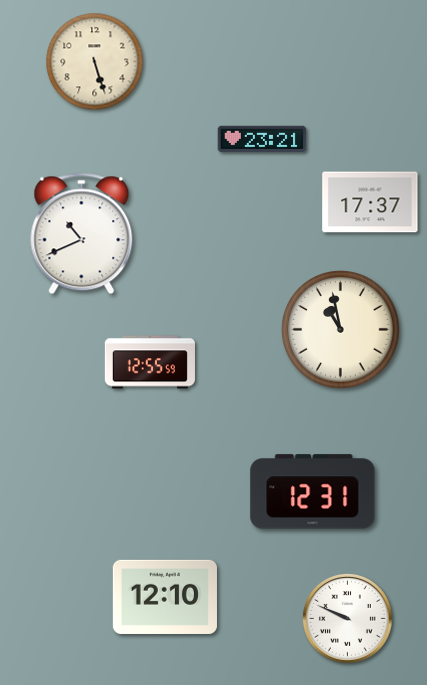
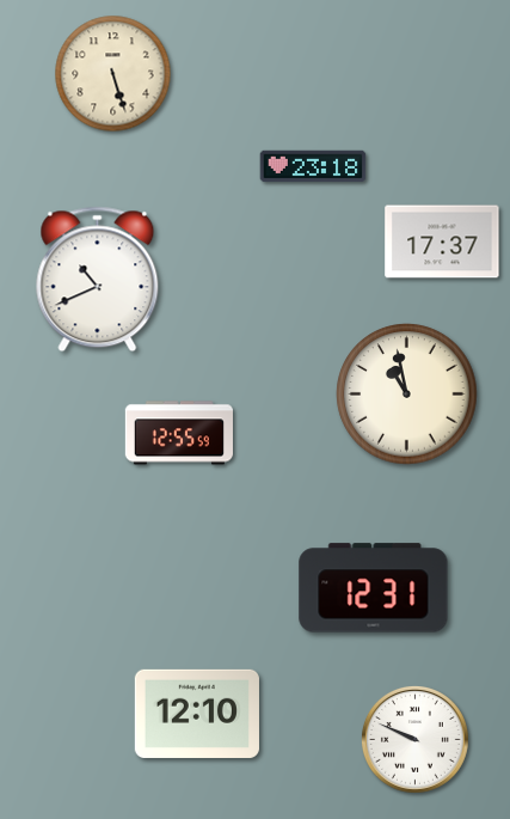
clock at (262, 139): 23:21 -> 23:18
